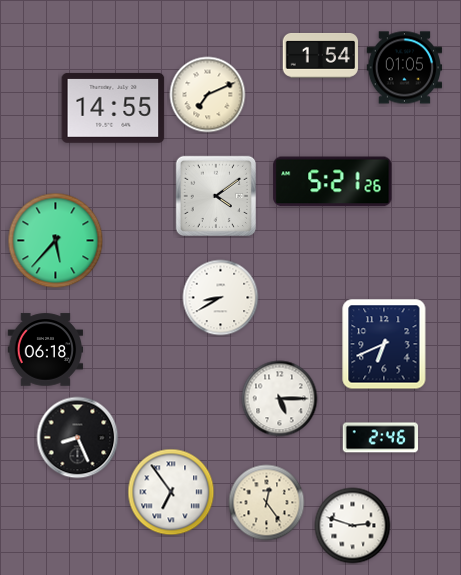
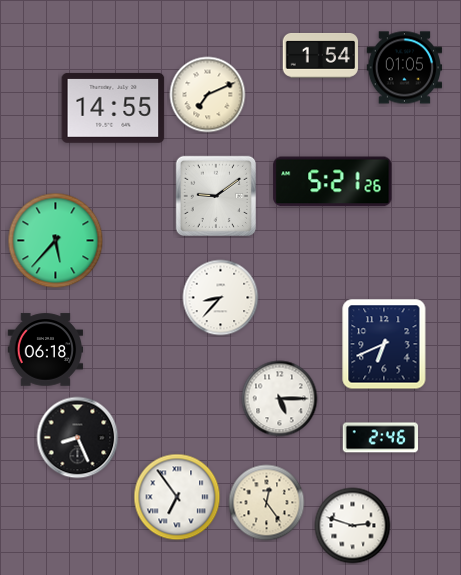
clock at (215, 195): 4:09 -> 9:09
clock at (221, 298): 8:40 -> 8:37
clock at (171, 492) position: (171, 492) -> (177, 497)
